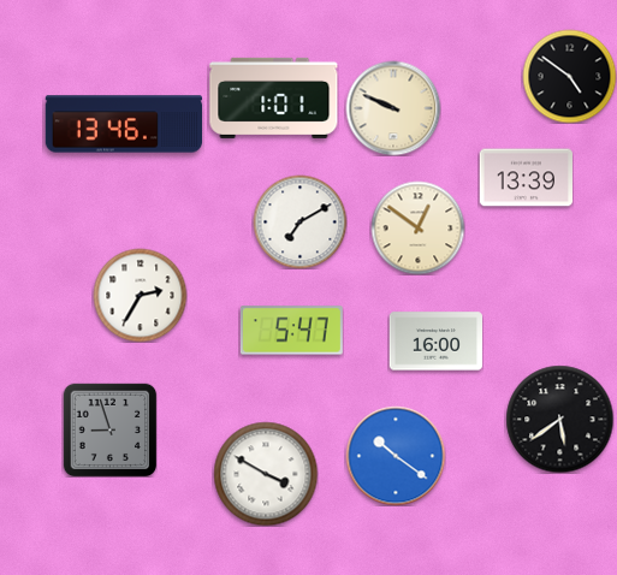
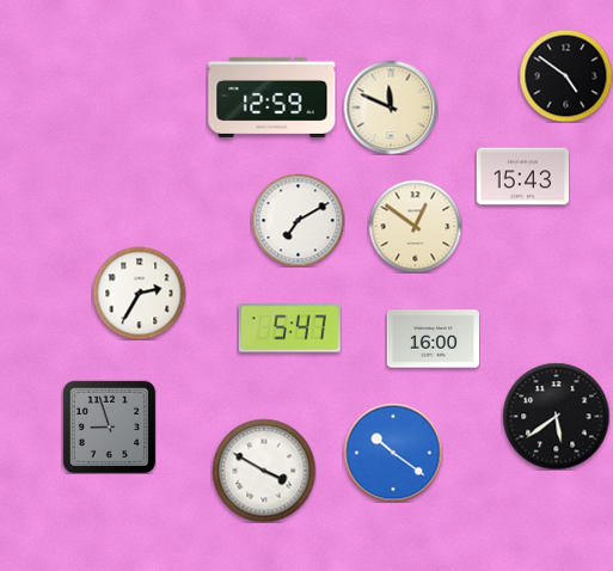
clock at (274, 97): 1:01 -> 12:59
clock at (393, 108): 9:49 -> 11:49
clock at (124, 124): 13:46 -> none
clock at (526, 178): 13:39 -> 15:43
